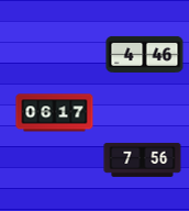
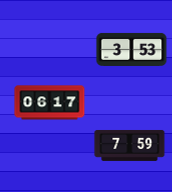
clock at (145, 54): 4:46 -> 3:53
clock at (143, 159): 7:56 -> 7:59
